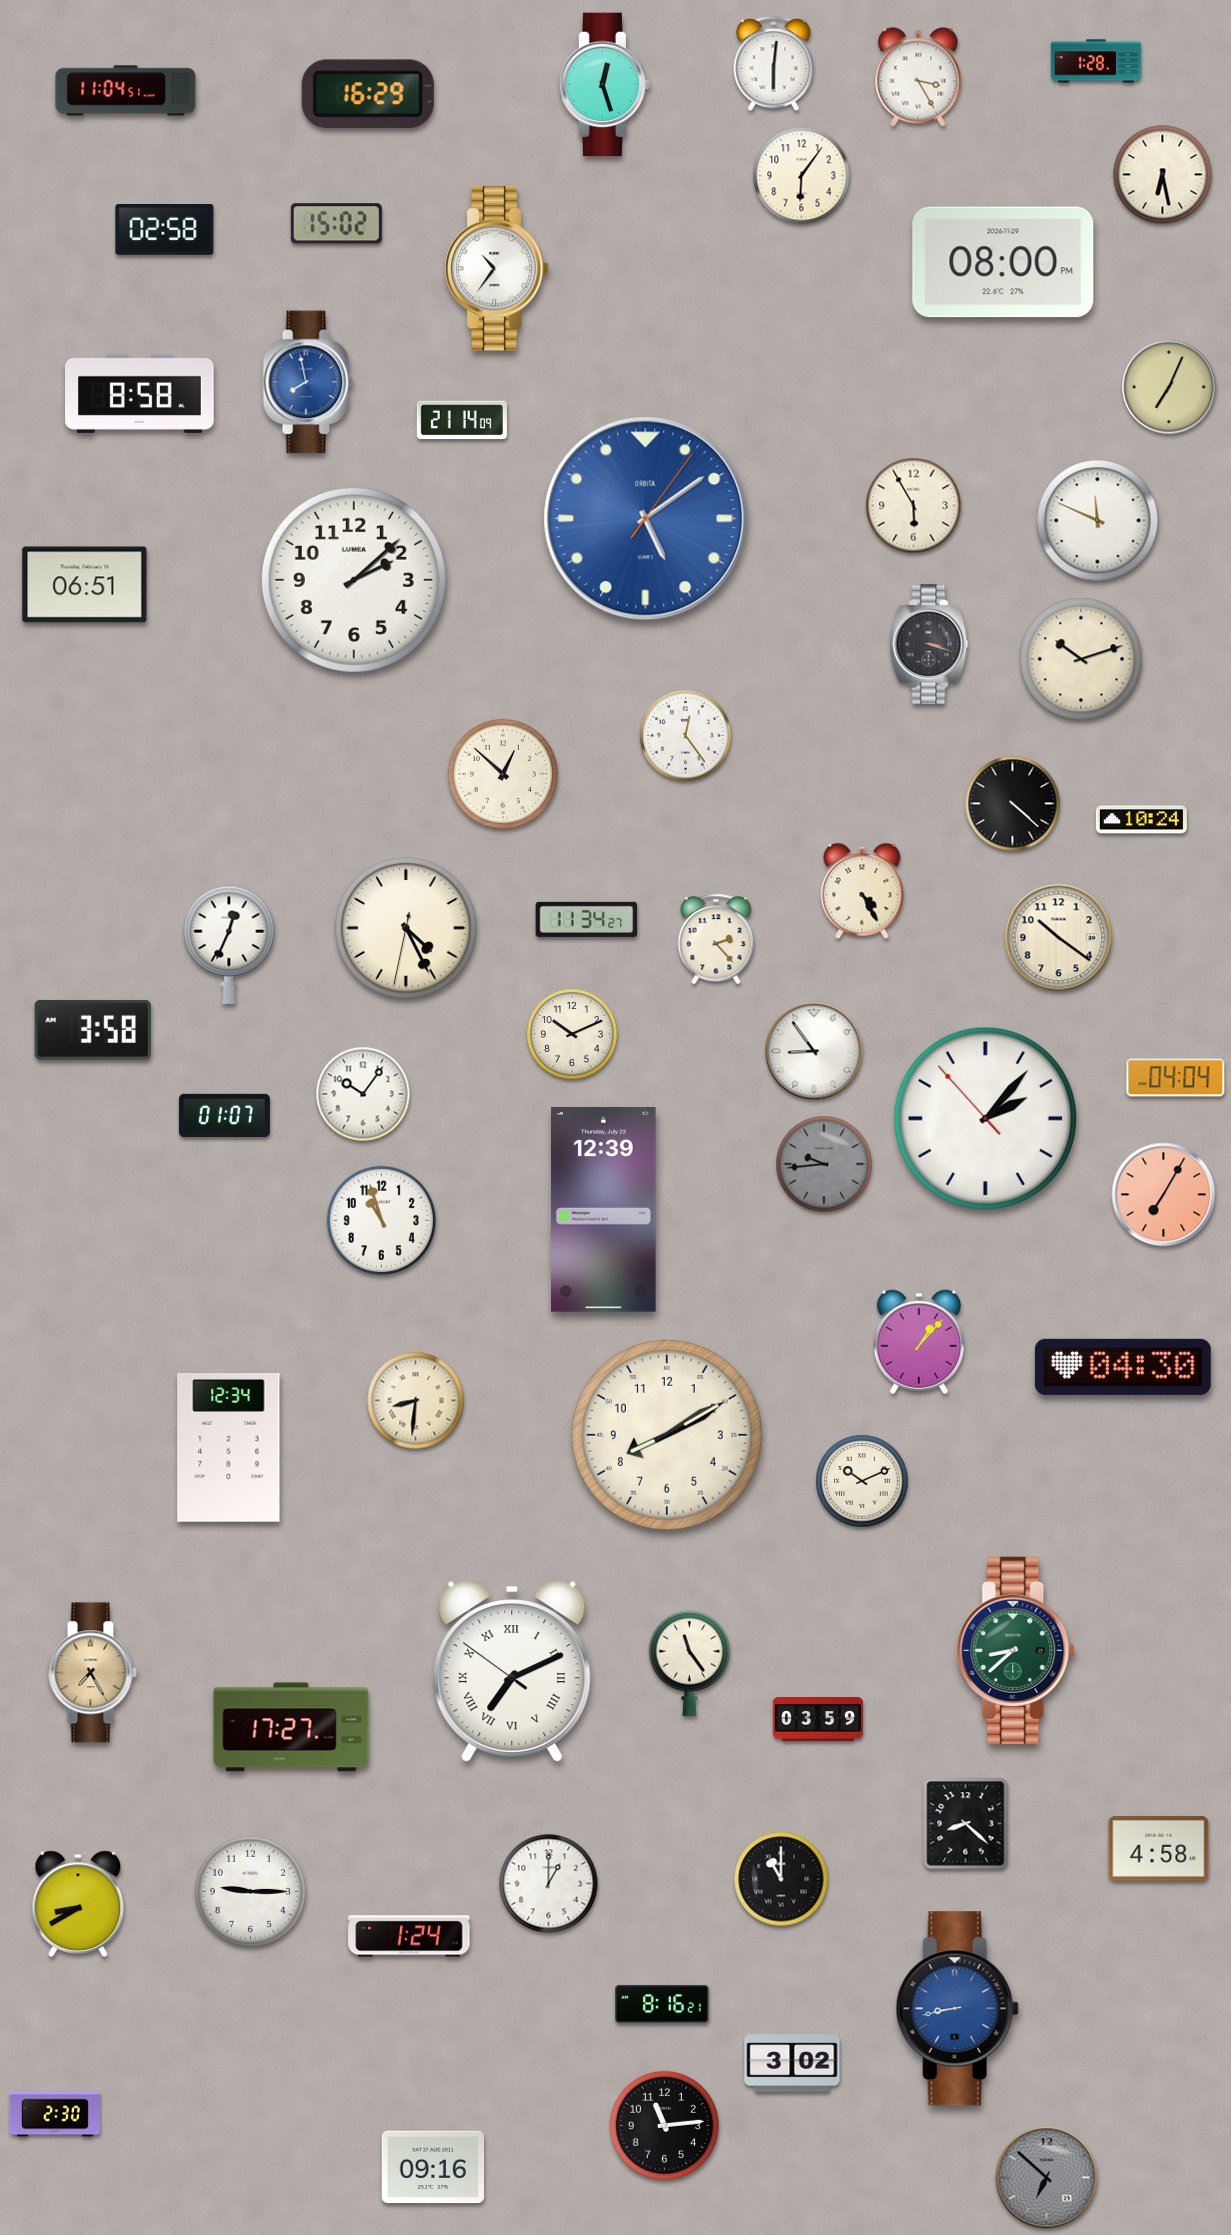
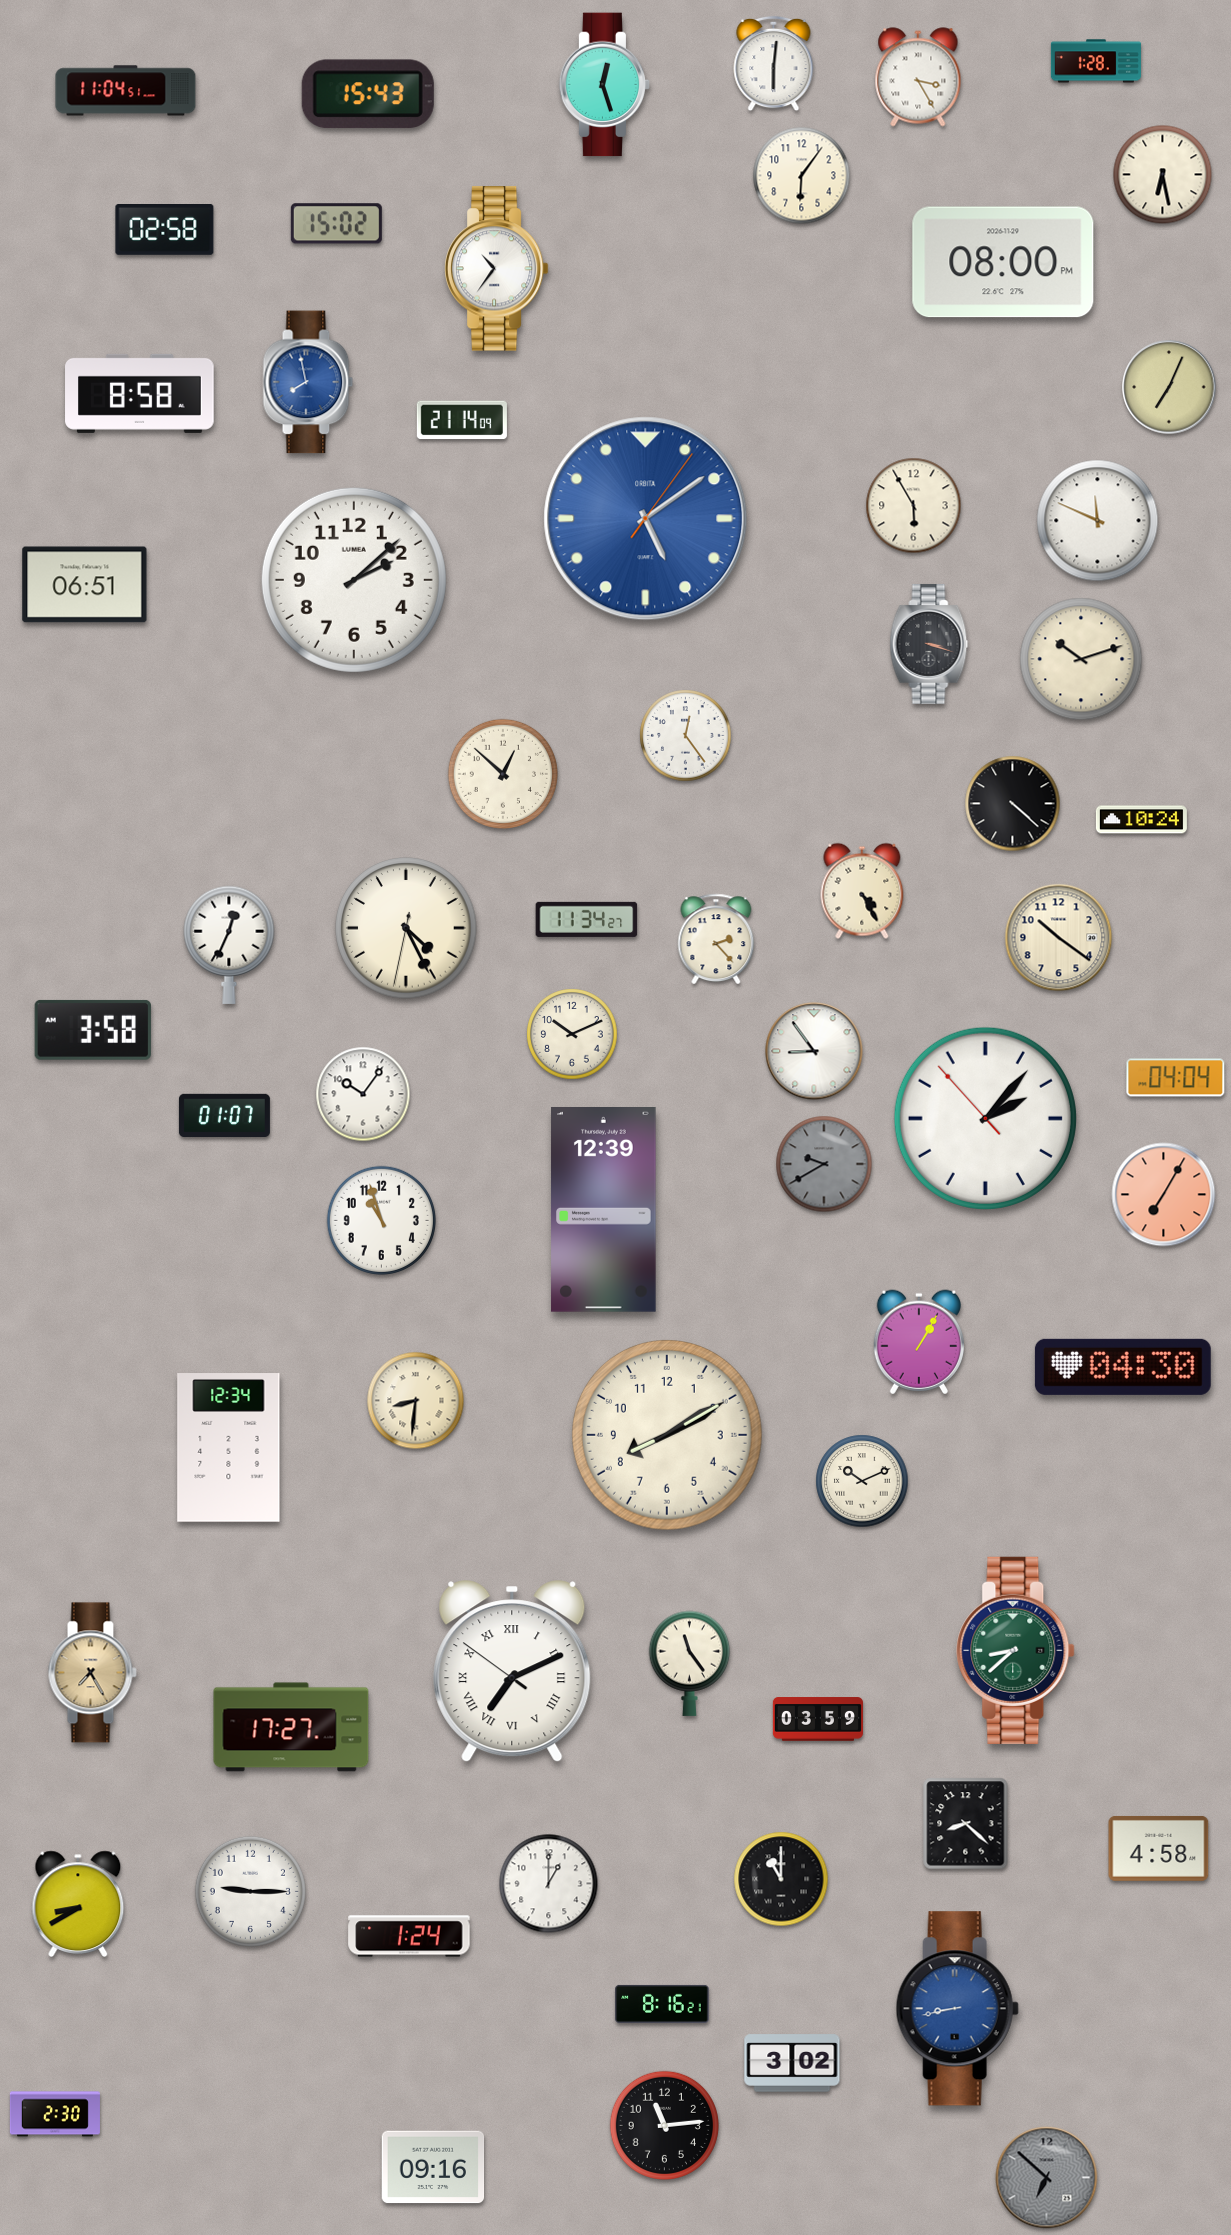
clock at (368, 94): 16:29 -> 15:43
clock at (824, 1164): 9:44 -> 9:40
clock at (919, 1342): 1:07 -> 1:05
